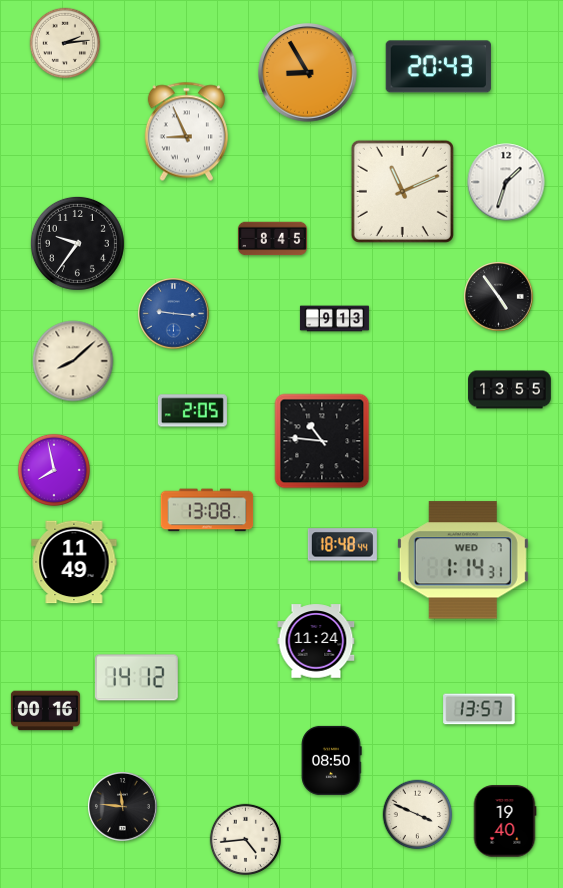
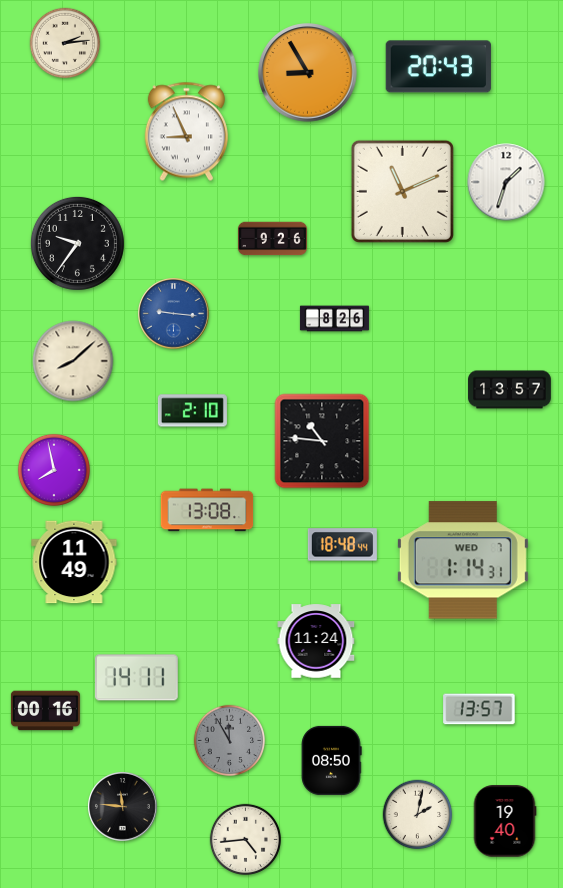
clock at (272, 239): 8:45 -> 9:26
clock at (499, 297): 4:54 -> none
clock at (334, 319): 9:13 -> 8:26
clock at (510, 390): 13:55 -> 13:57
clock at (192, 411): 2:05 -> 2:10
clock at (136, 678): 14:12 -> 14:11
clock at (229, 740): none -> 11:55
clock at (418, 815): 3:49 -> 2:02
